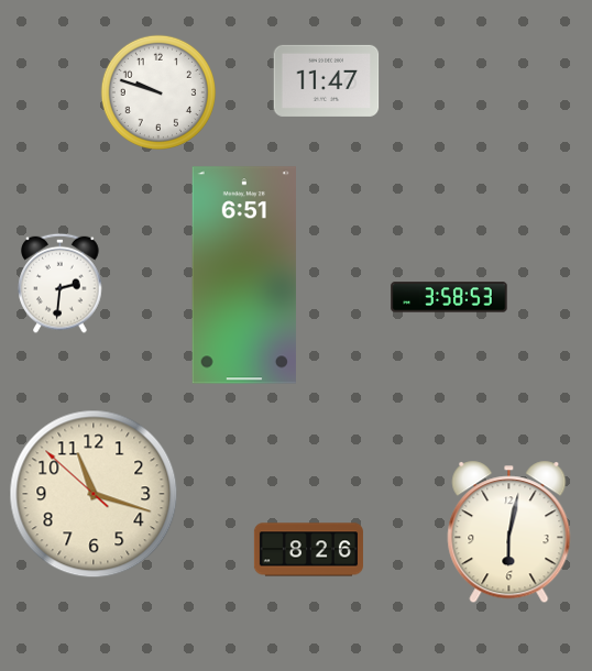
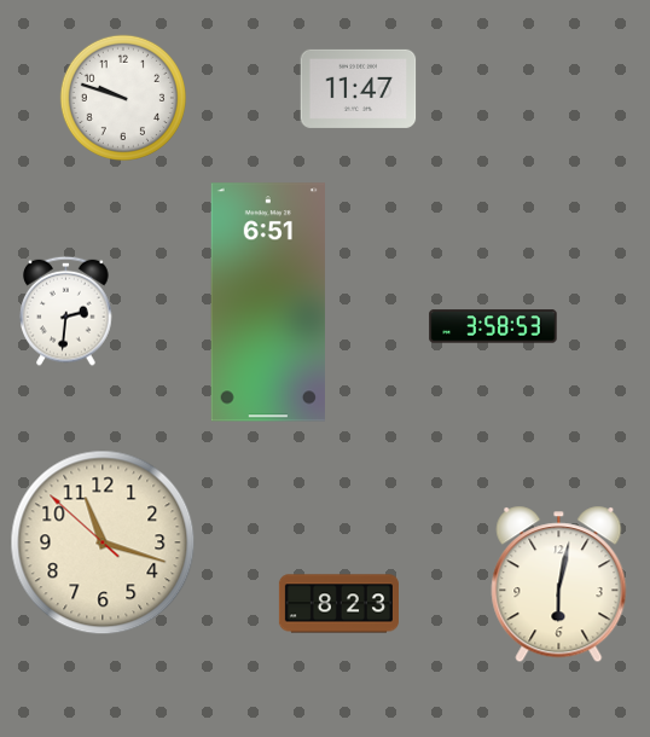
clock at (158, 92) position: (158, 92) -> (123, 98)
clock at (308, 550): 8:26 -> 8:23
